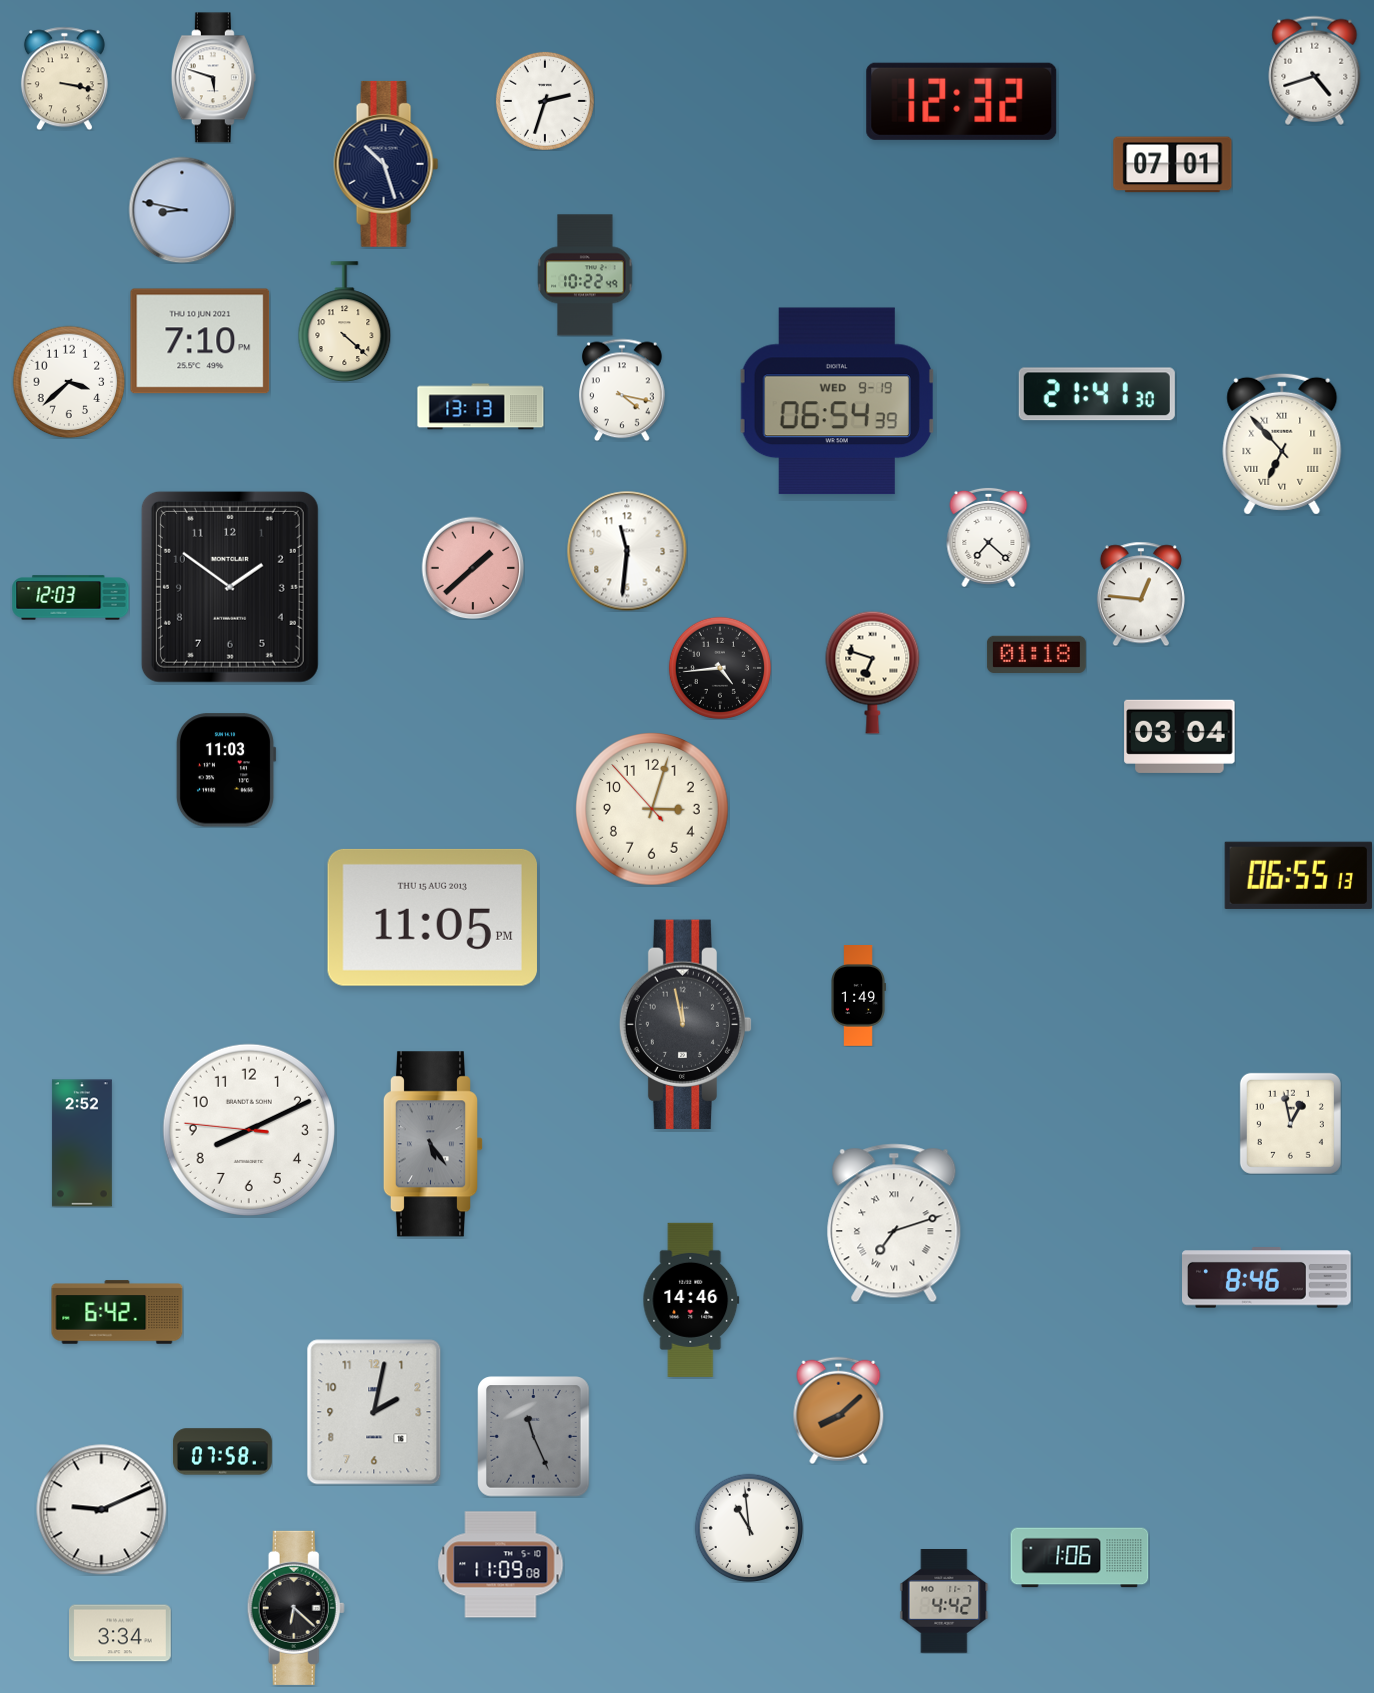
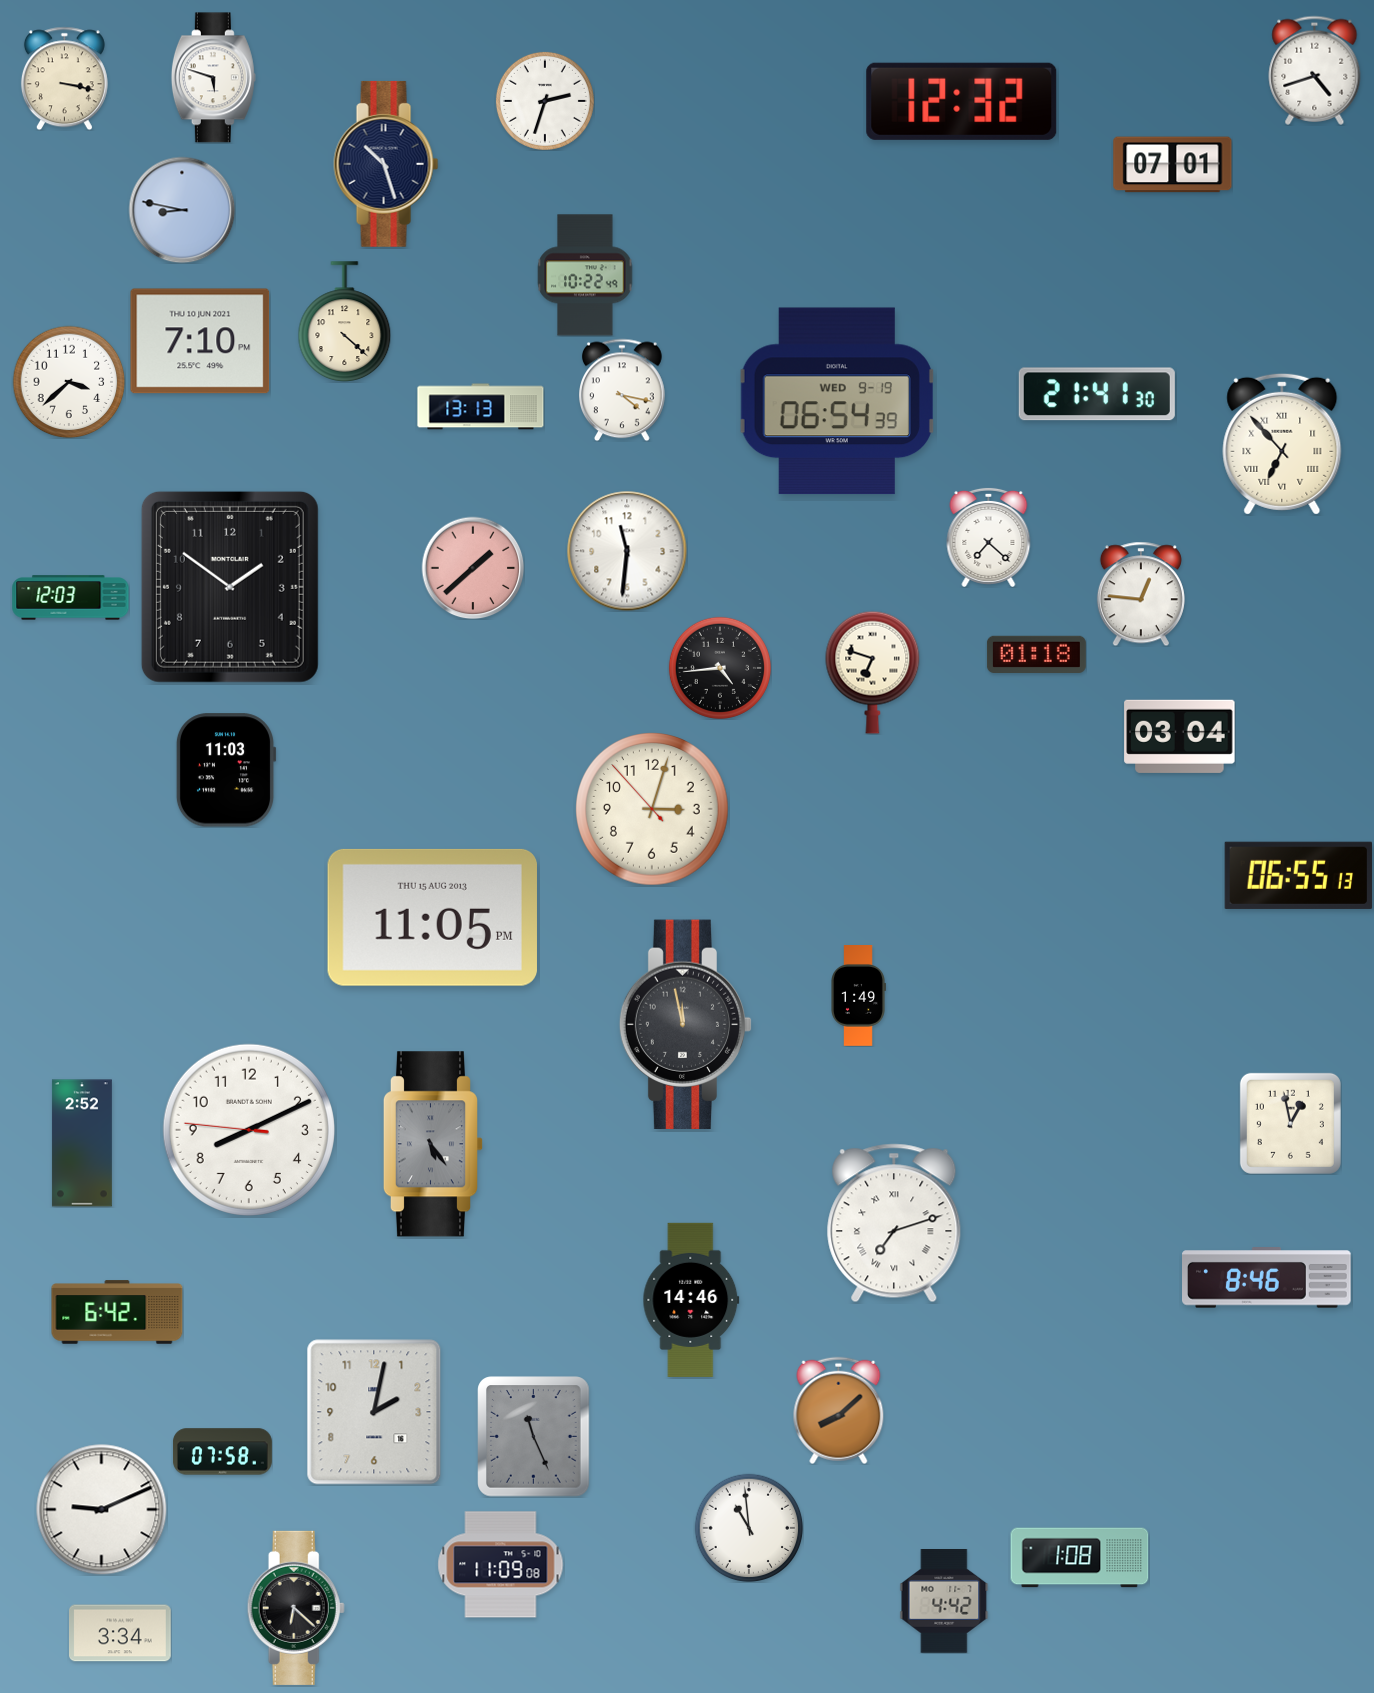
clock at (1080, 1558): 1:06 -> 1:08
